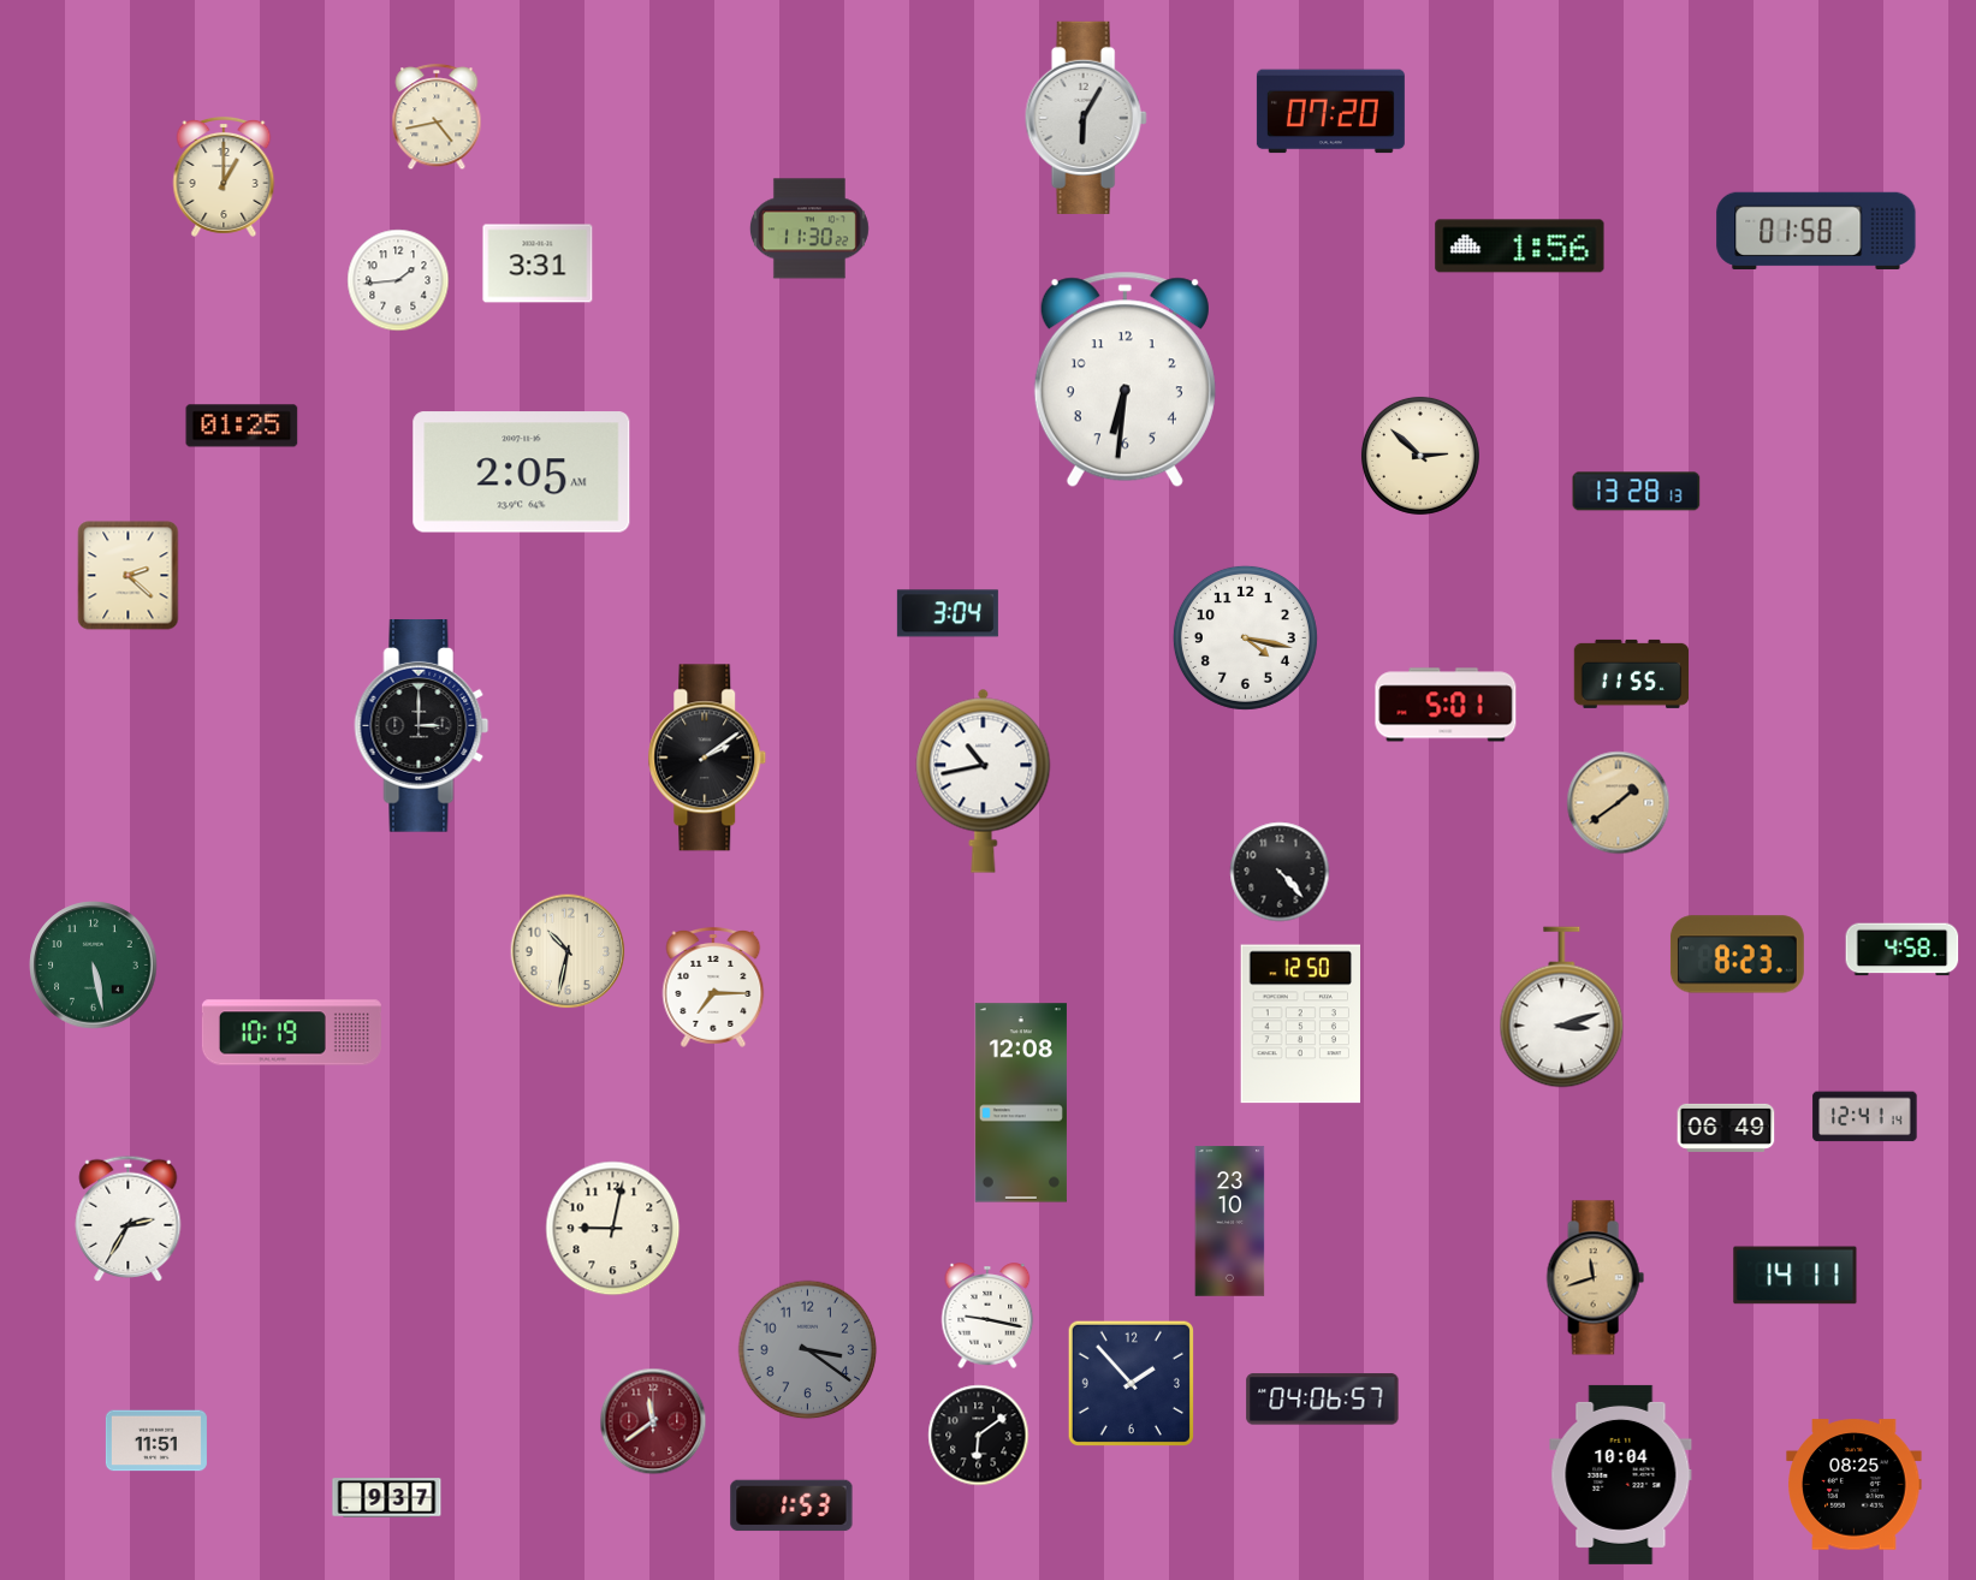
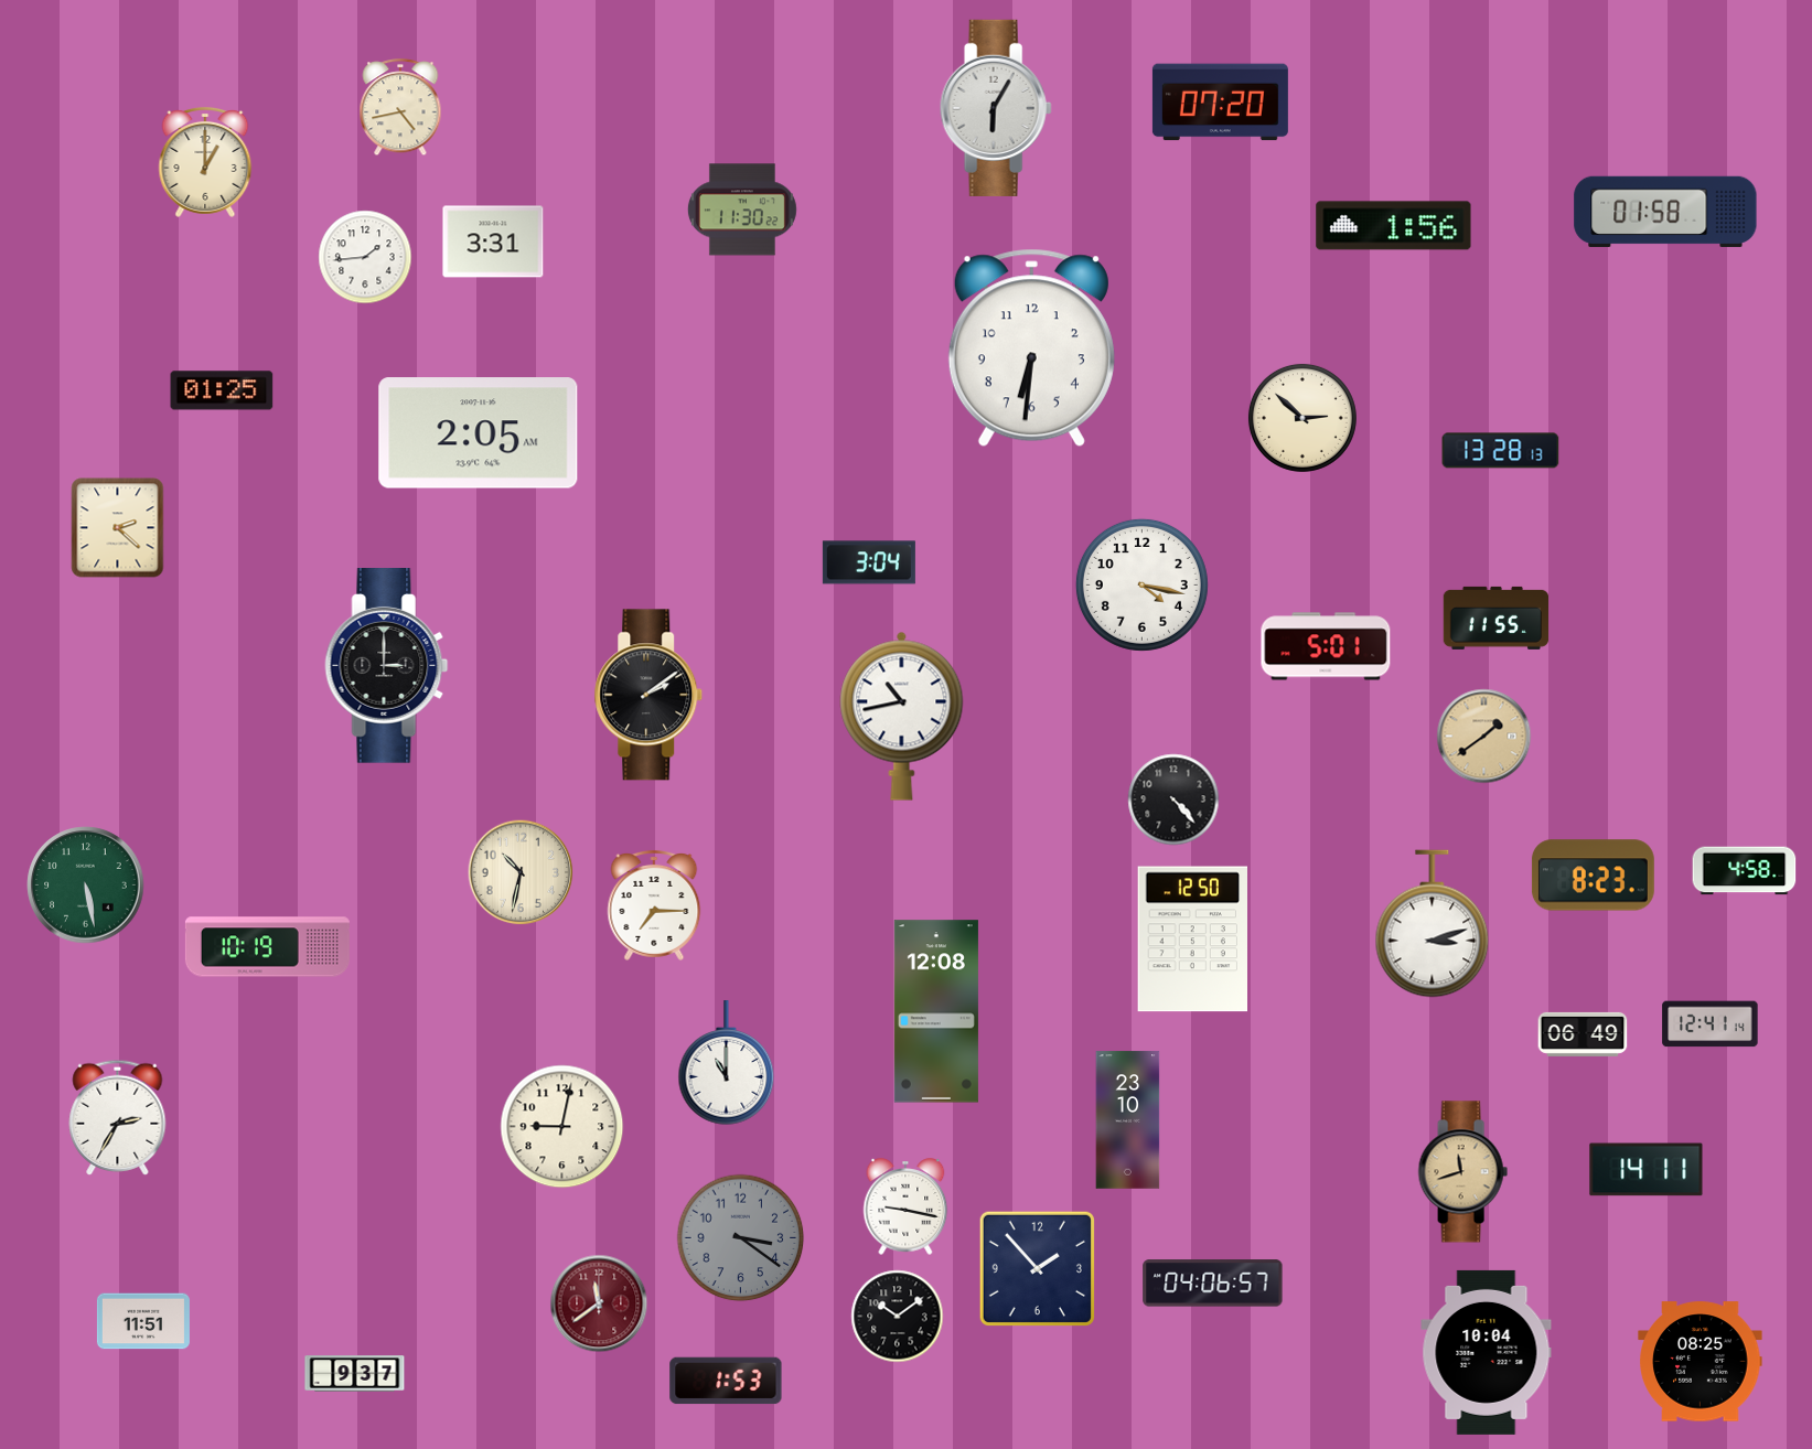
clock at (727, 1063): none -> 11:00
clock at (979, 1436): 6:09 -> 10:09
